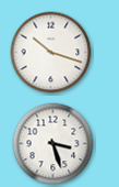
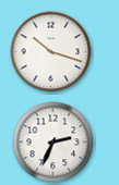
clock at (53, 144): 3:27 -> 2:34
